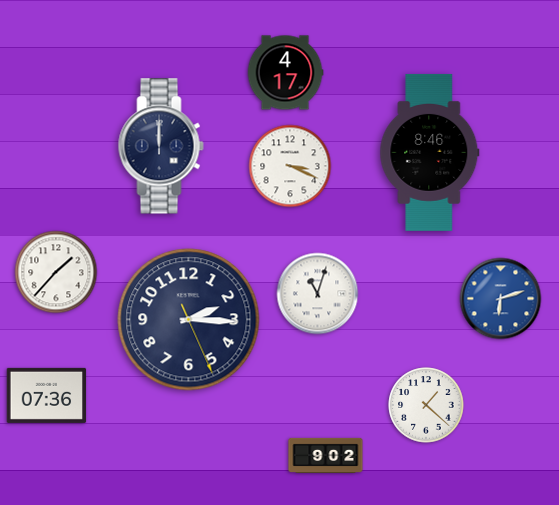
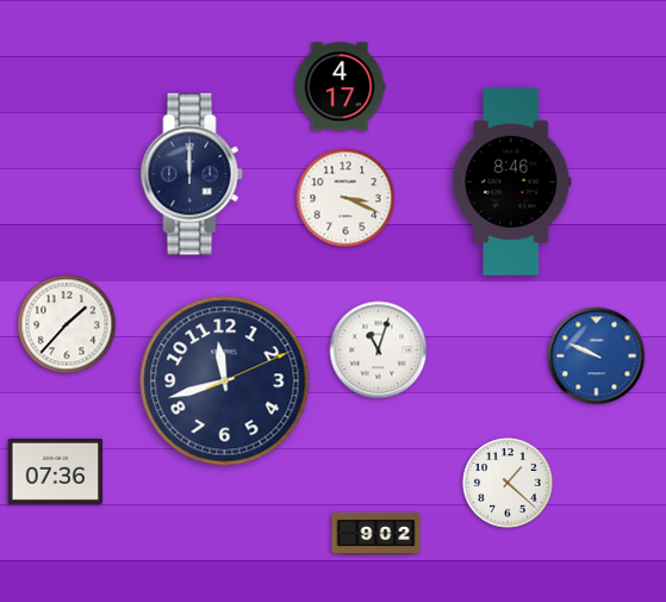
clock at (501, 299): 6:12 -> 9:49
clock at (189, 320): 2:15 -> 11:42
clock at (326, 455) position: (326, 455) -> (376, 533)
